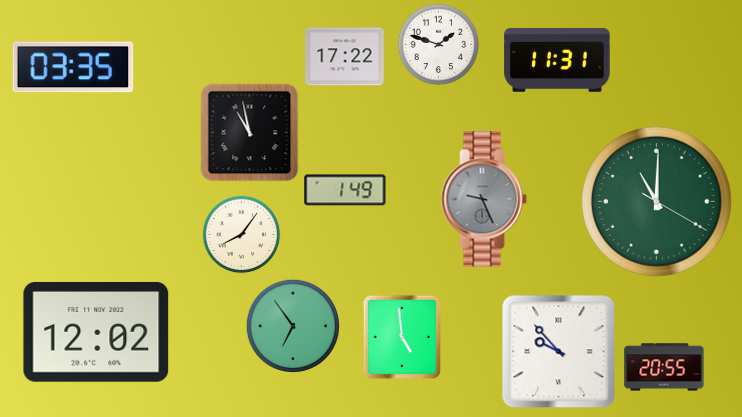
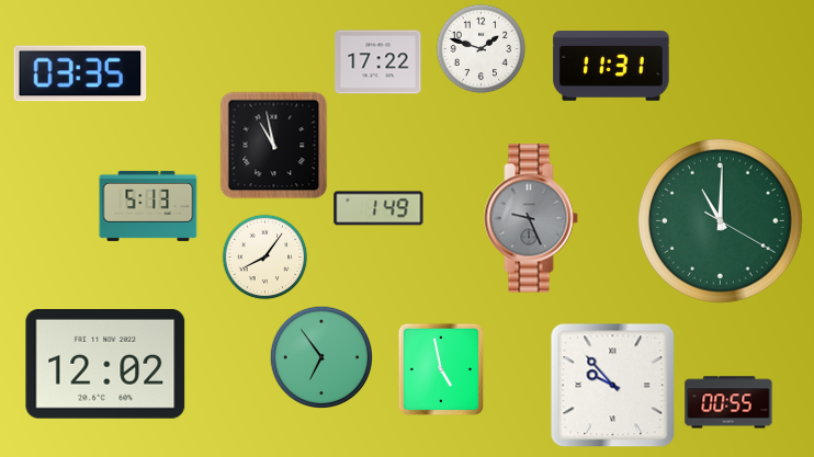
clock at (148, 206): none -> 5:13
clock at (402, 337): 4:59 -> 4:58
clock at (664, 367): 20:55 -> 00:55
